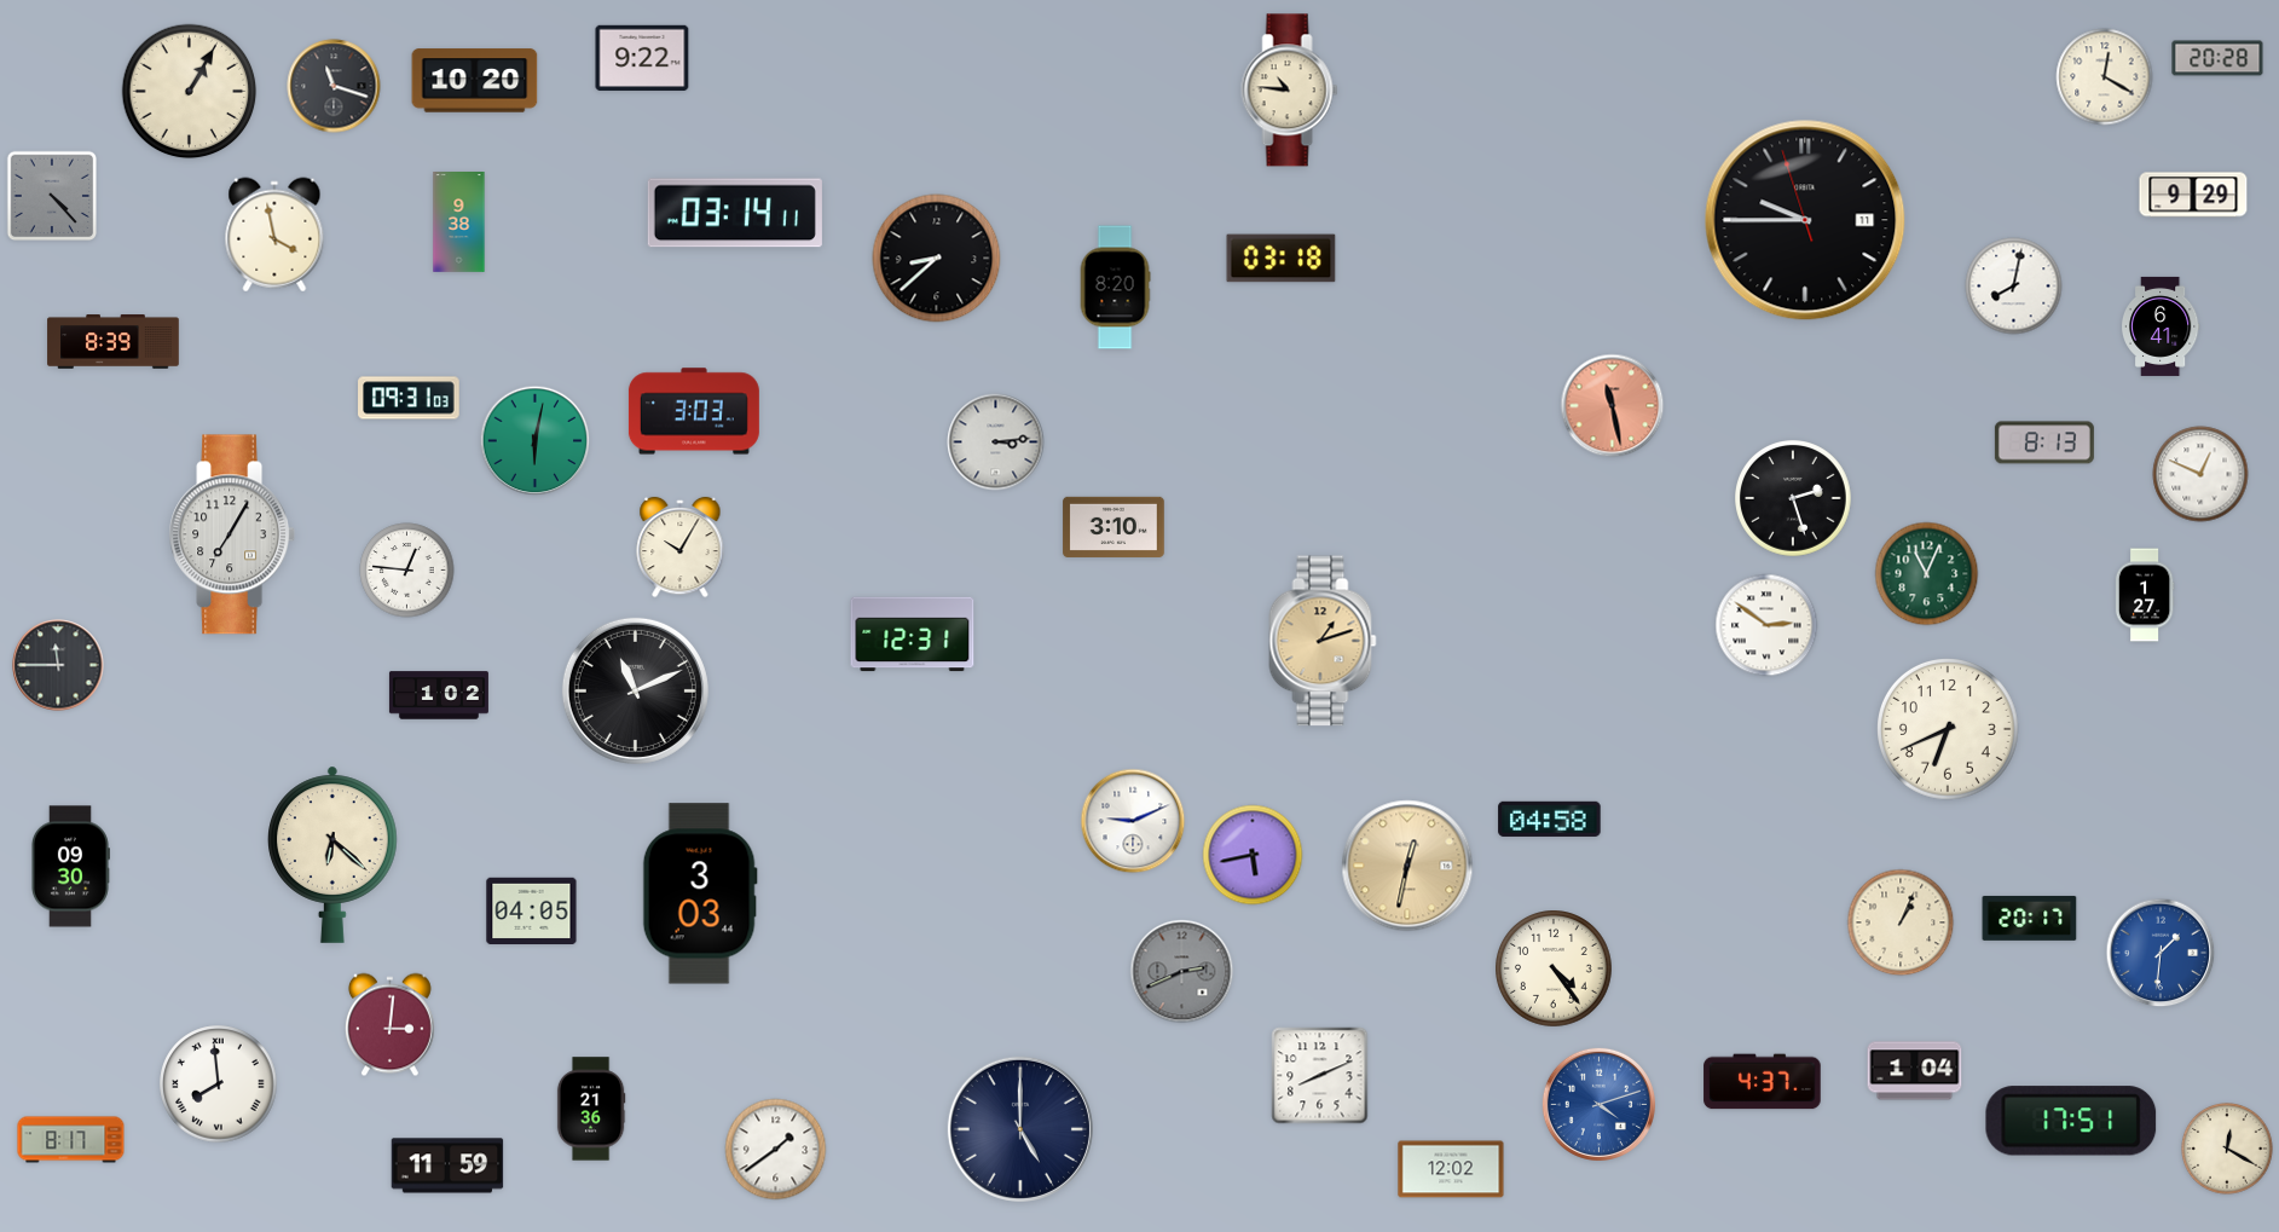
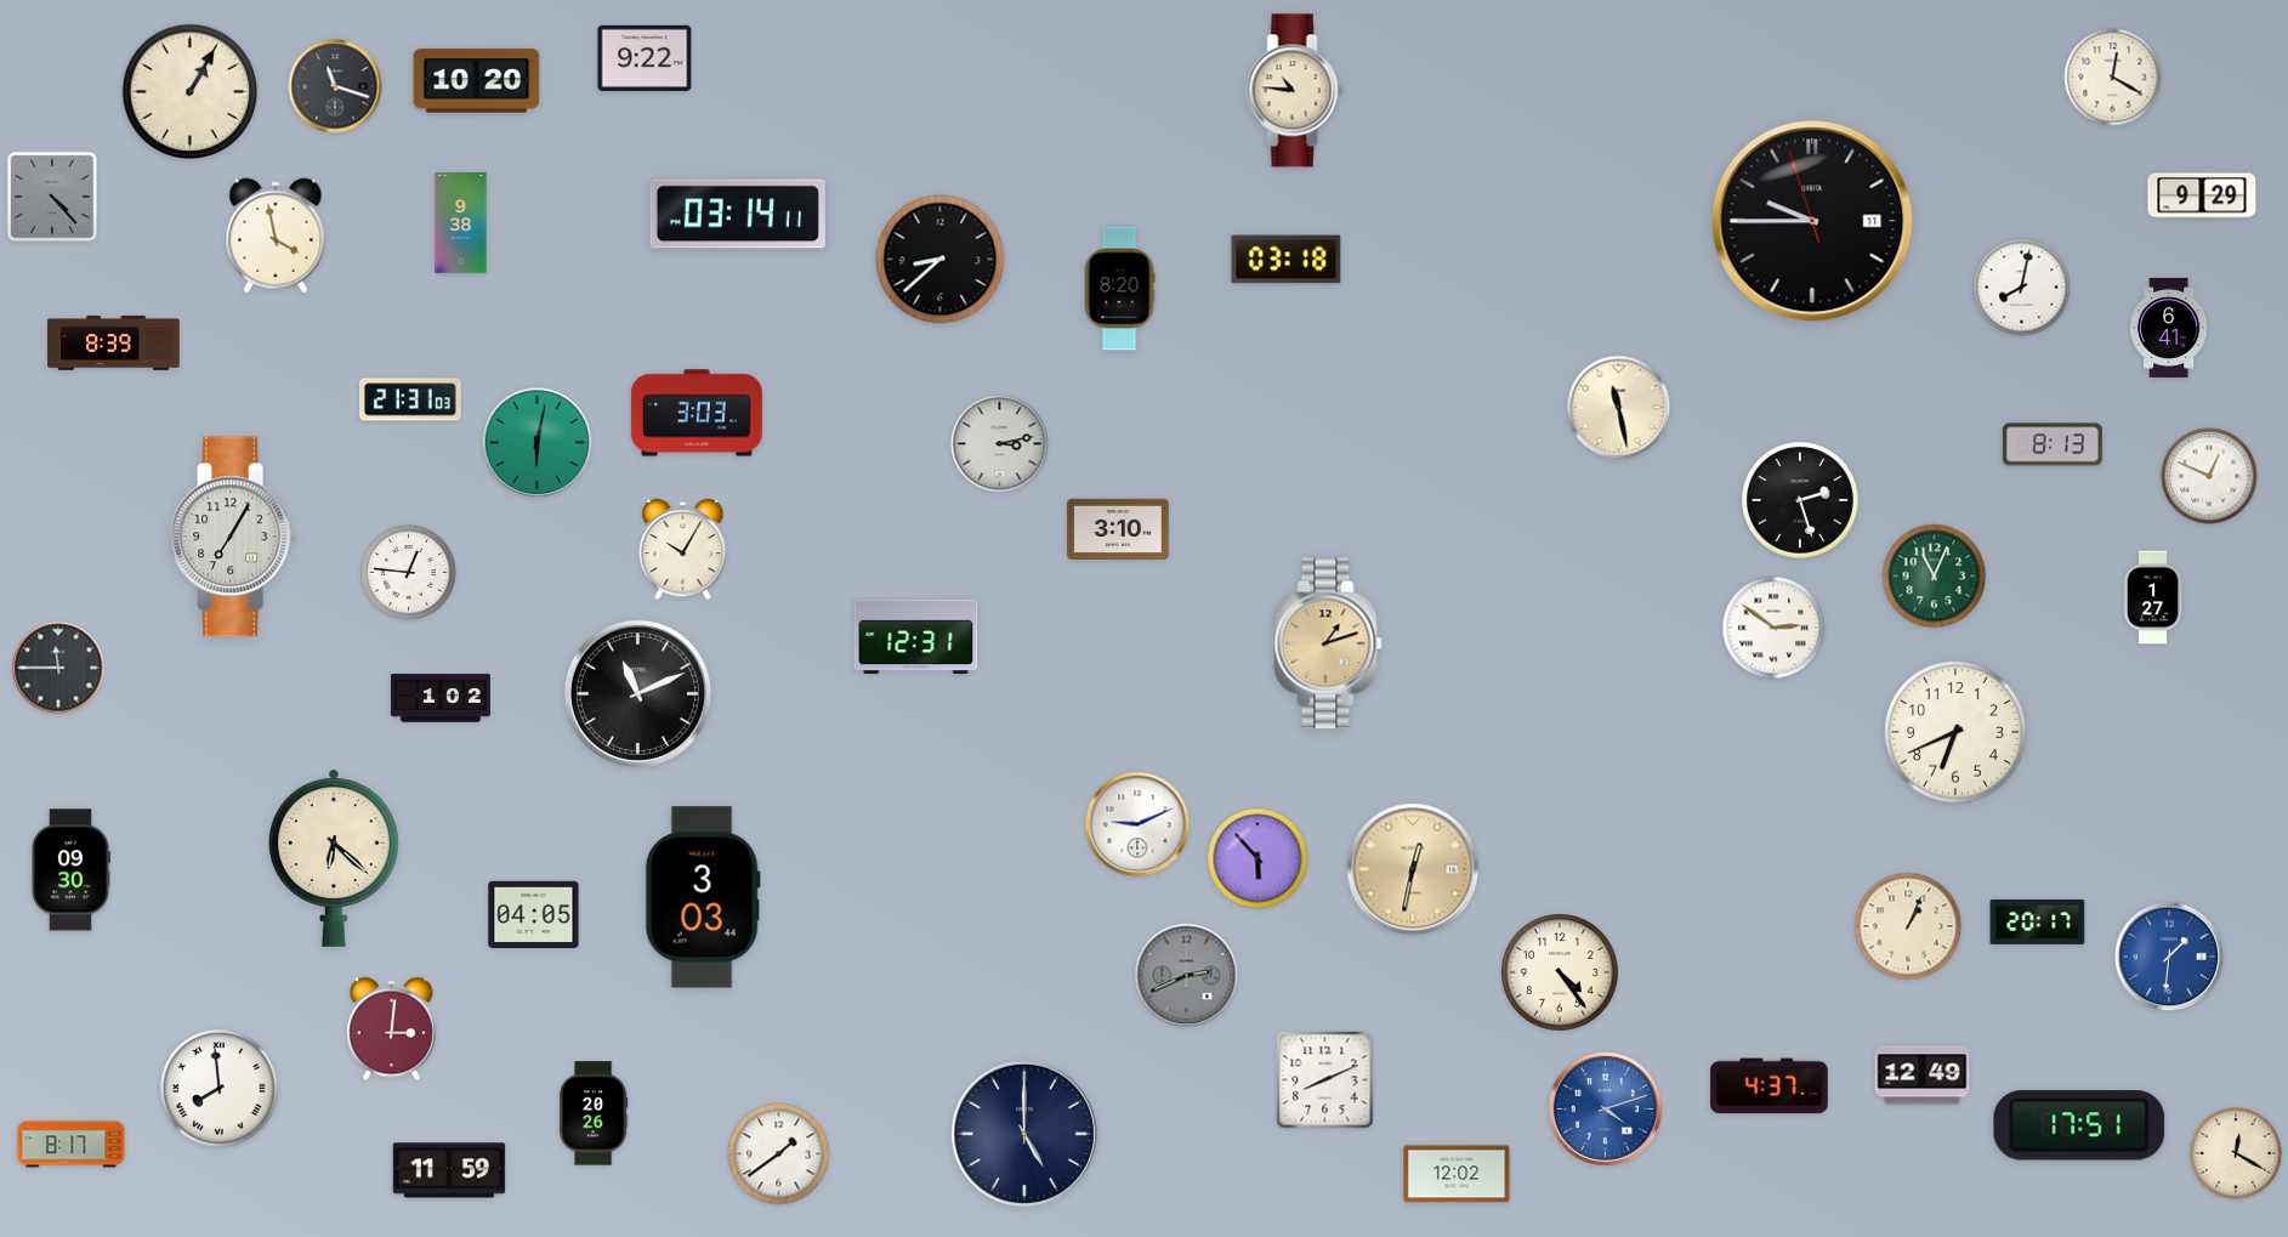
clock at (2217, 58): 20:28 -> none
clock at (409, 398): 09:31 -> 21:31
clock at (1613, 406) dial: salmon -> cream
clock at (996, 443): 3:14 -> 3:13
clock at (1550, 819): 04:58 -> none
clock at (1253, 855): 5:43 -> 5:53
clock at (1915, 1071): 1:04 -> 12:49
clock at (591, 1109): 21:36 -> 20:26
